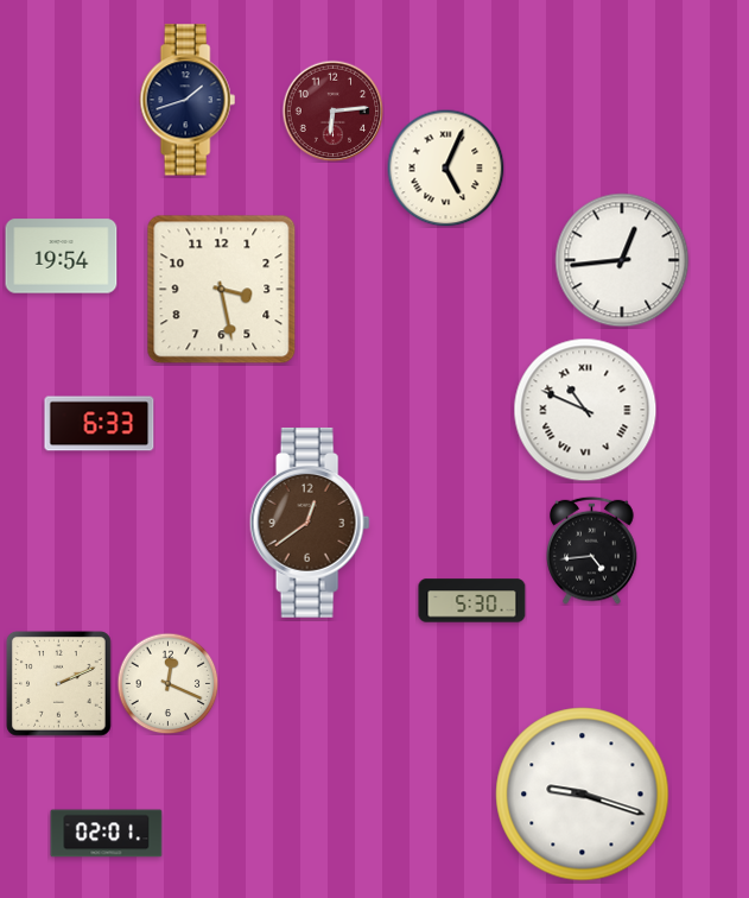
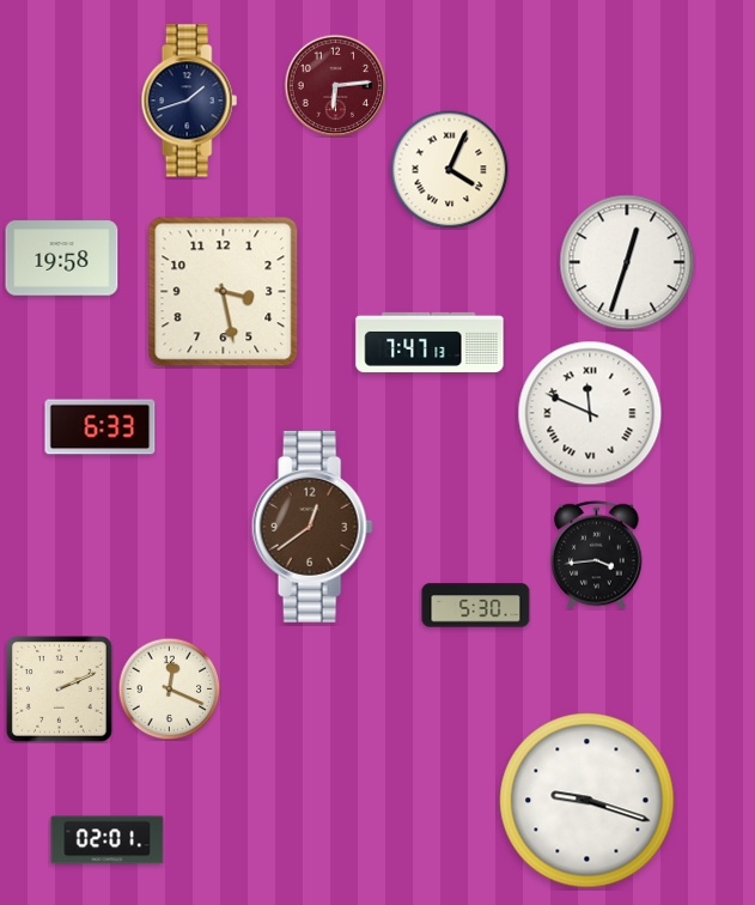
clock at (332, 110) position: (332, 110) -> (335, 85)
clock at (446, 169): 5:04 -> 4:04
clock at (62, 257): 19:54 -> 19:58
clock at (622, 260): 12:44 -> 12:33
clock at (430, 342): none -> 7:47
clock at (585, 410): 10:49 -> 11:49
clock at (592, 550): 4:44 -> 3:44
